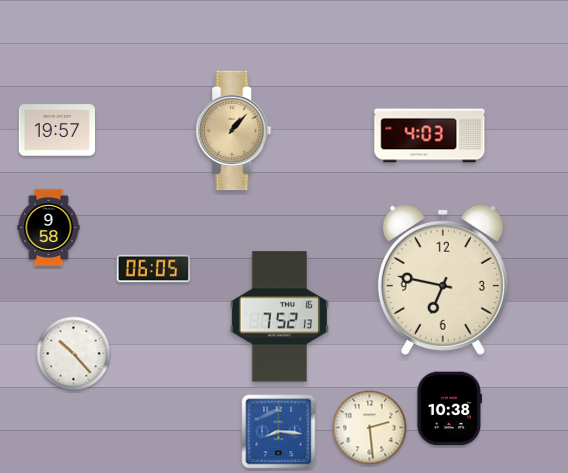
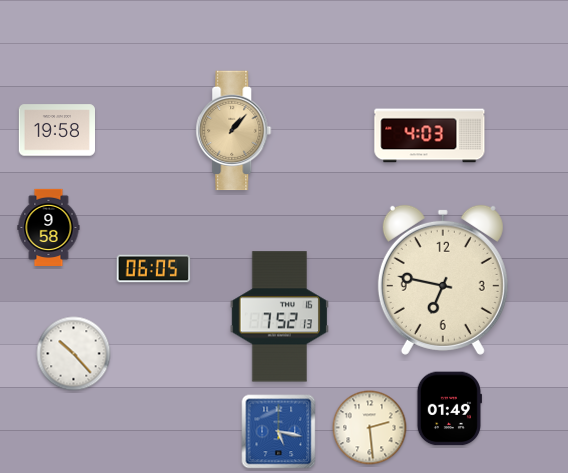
clock at (57, 130): 19:57 -> 19:58
clock at (449, 409): 10:38 -> 01:49
clock at (279, 432): 8:16 -> 5:17
